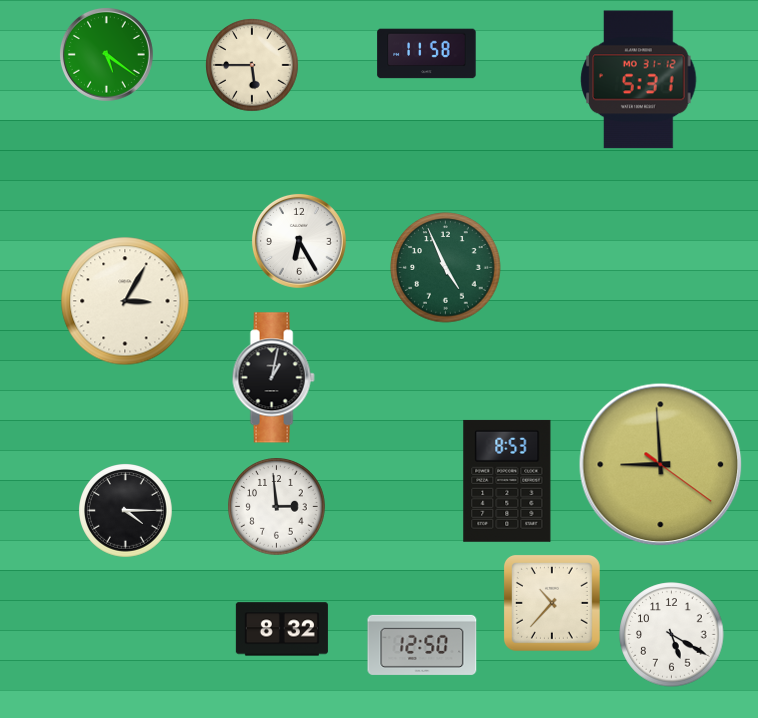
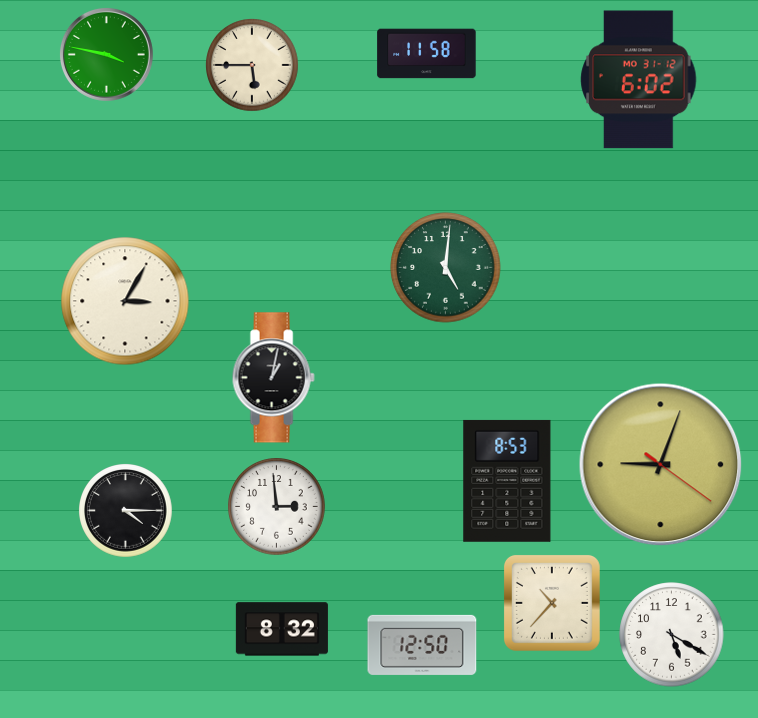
clock at (106, 54): 5:21 -> 3:47
clock at (639, 80): 5:31 -> 6:02
clock at (299, 241): 6:25 -> none
clock at (446, 268): 4:56 -> 5:01
clock at (661, 465): 8:59 -> 9:03
